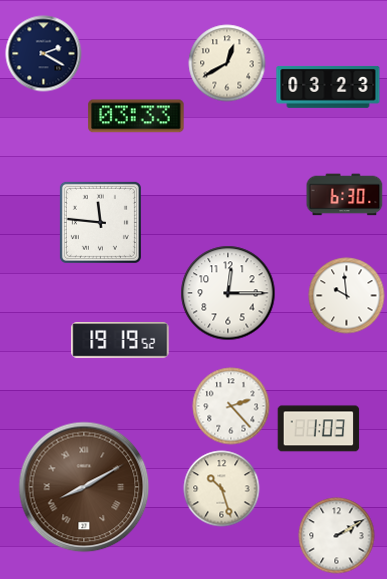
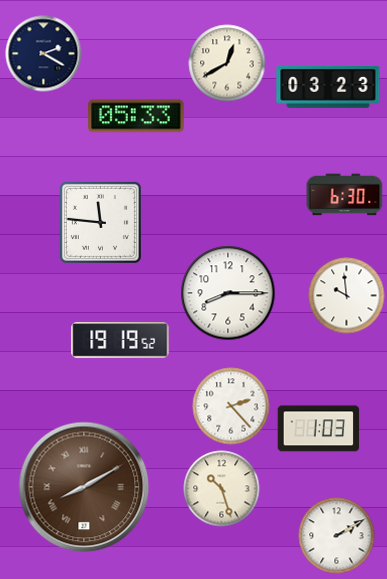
clock at (136, 116): 03:33 -> 05:33
clock at (228, 293): 12:15 -> 8:15
